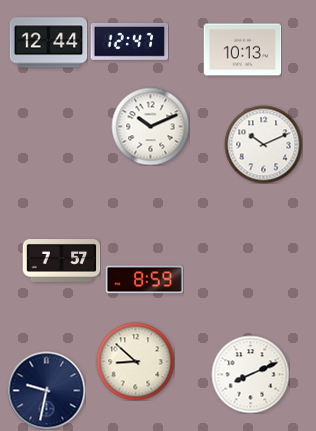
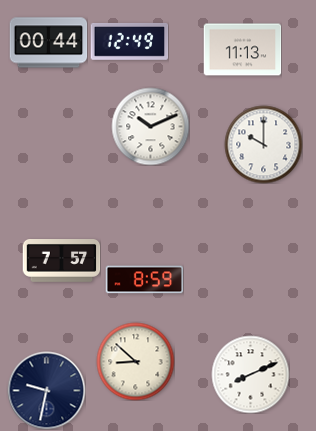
clock at (129, 41): 12:47 -> 12:49
clock at (48, 43): 12:44 -> 00:44
clock at (242, 50): 10:13 -> 11:13
clock at (263, 144): 10:11 -> 10:00
